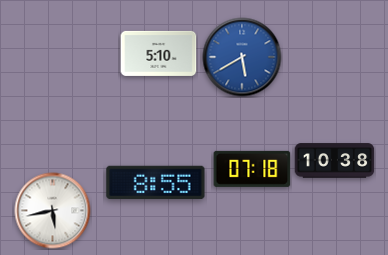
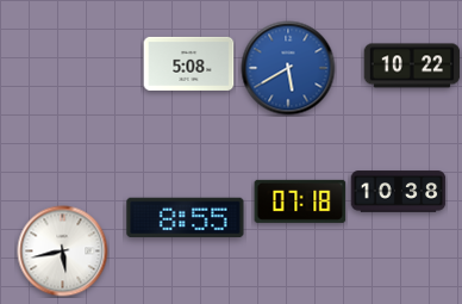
clock at (159, 53): 5:10 -> 5:08
clock at (412, 66): none -> 10:22
